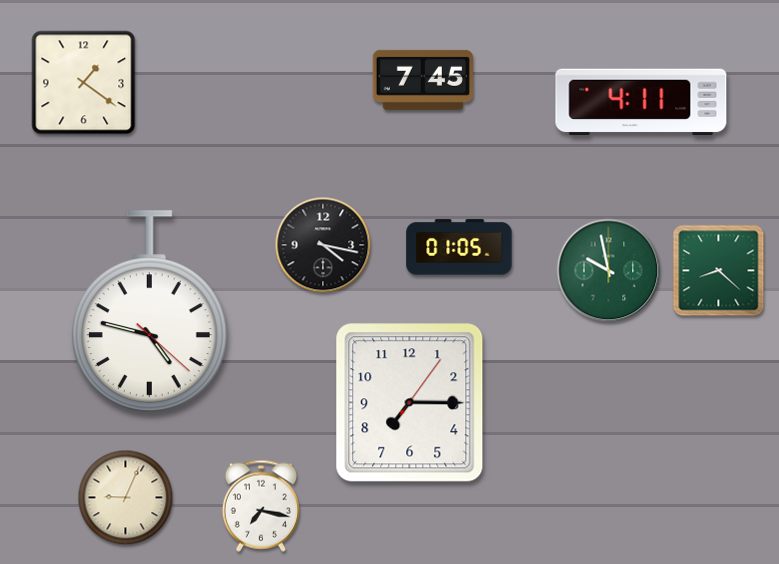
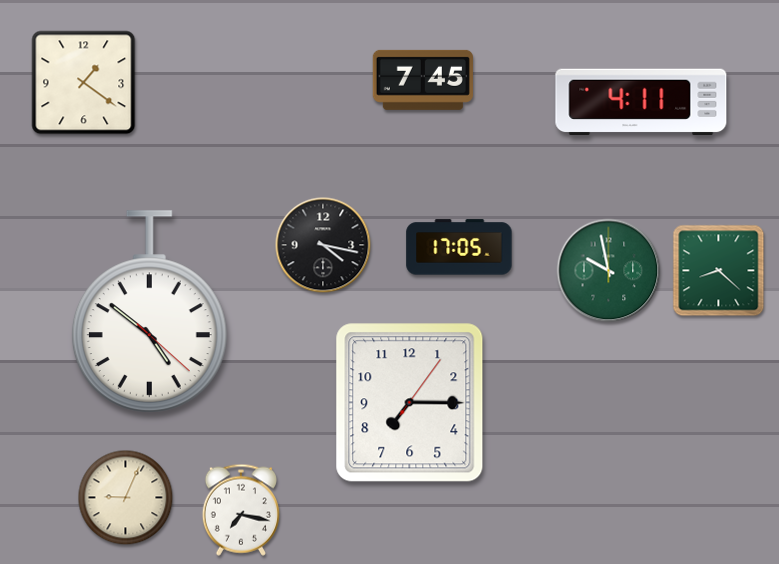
clock at (459, 247): 01:05 -> 17:05
clock at (149, 312): 4:47 -> 4:51
clock at (261, 506) position: (261, 506) -> (241, 510)
